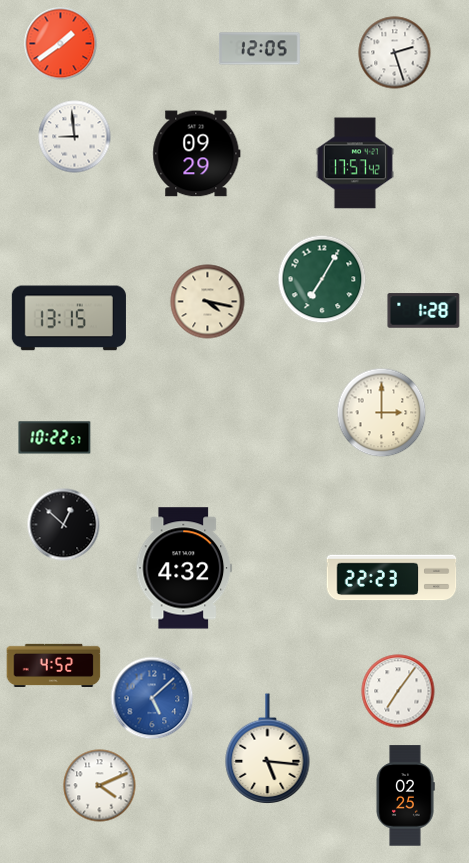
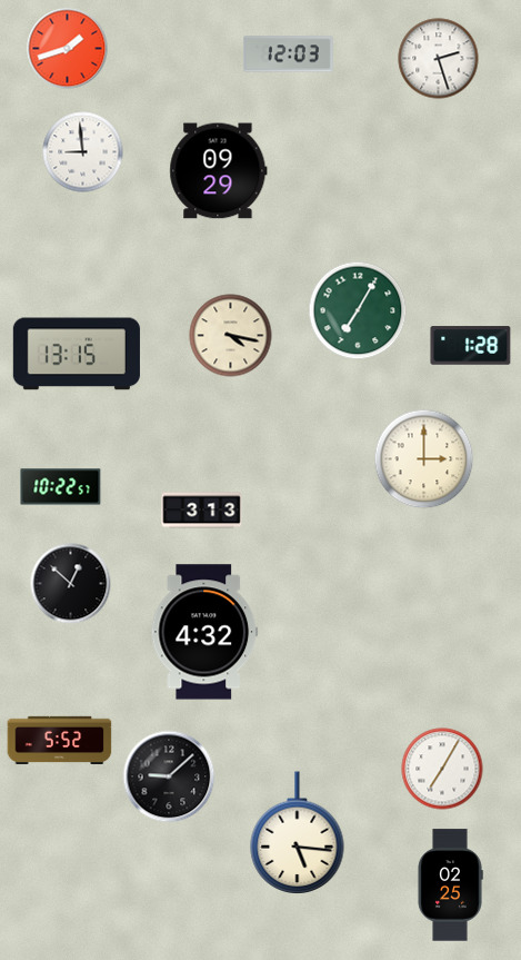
clock at (61, 44): 1:39 -> 1:42
clock at (259, 49): 12:05 -> 12:03
clock at (355, 163): 17:57 -> none
clock at (202, 511): none -> 3:13
clock at (392, 578): 22:23 -> none
clock at (54, 665): 4:52 -> 5:52
clock at (398, 691): 7:06 -> 7:05
clock at (152, 698): 5:08 -> 9:08
clock at (152, 698) dial: blue -> black
clock at (100, 786): 4:11 -> none
